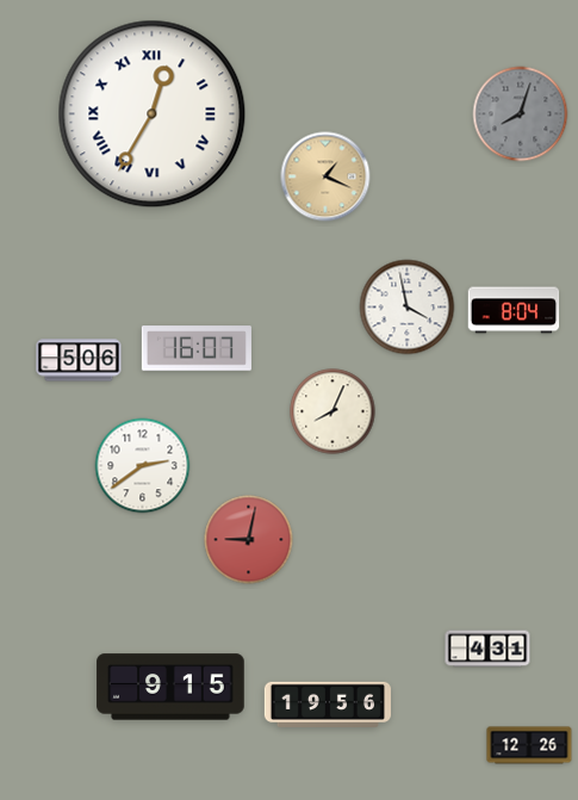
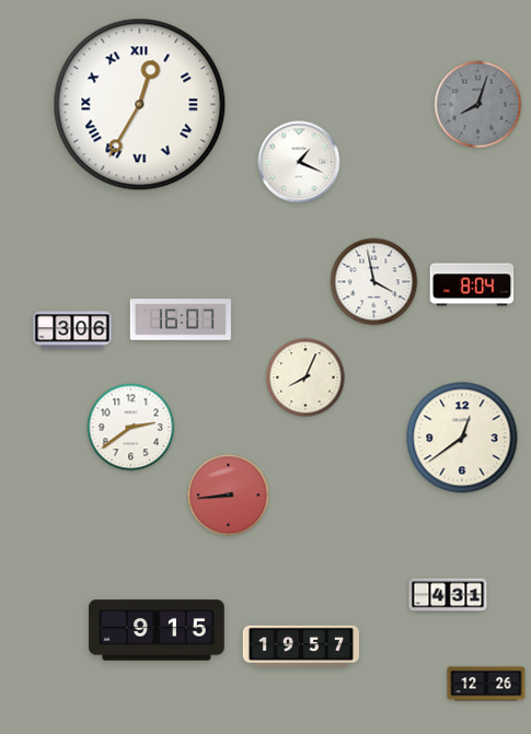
clock at (325, 176) dial: champagne -> white
clock at (79, 360): 5:06 -> 3:06
clock at (462, 438): none -> 12:39
clock at (249, 540): 9:02 -> 8:44
clock at (328, 705): 19:56 -> 19:57
